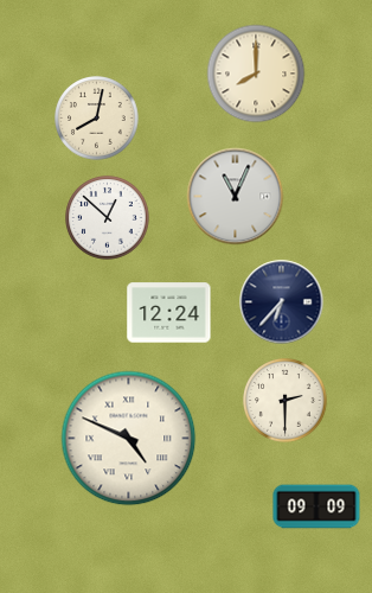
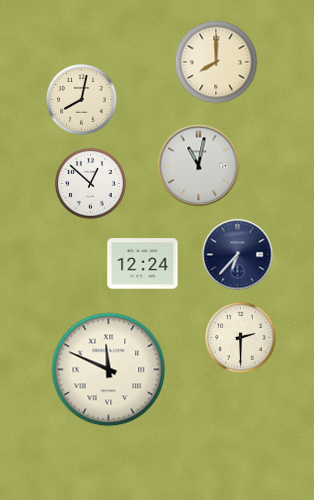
clock at (236, 197): 11:04 -> 11:02
clock at (129, 439): 4:49 -> 11:49
clock at (316, 506): 09:09 -> none
